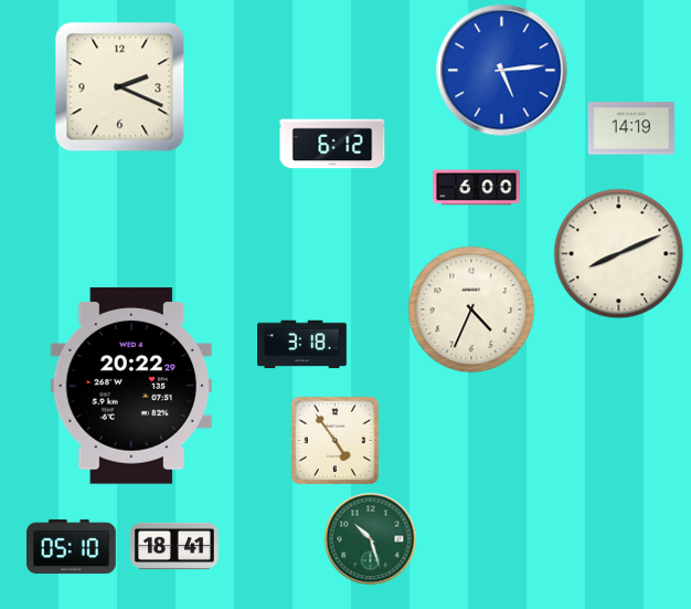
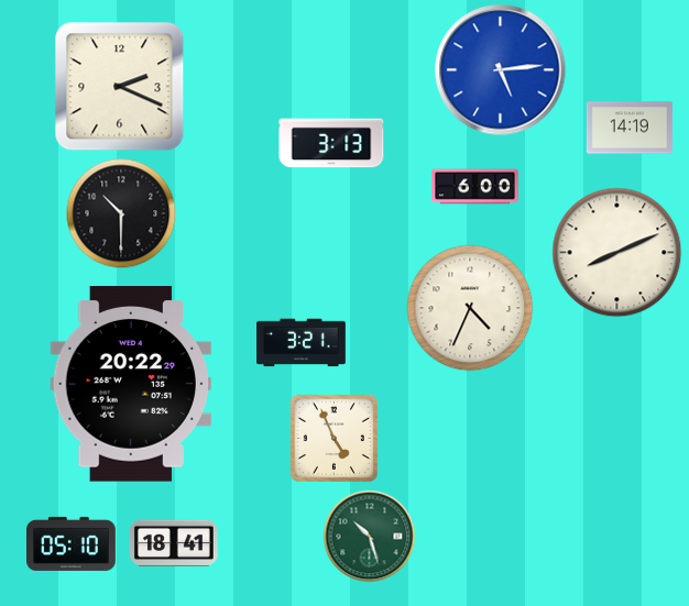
clock at (332, 144): 6:12 -> 3:13
clock at (121, 213): none -> 10:30
clock at (302, 345): 3:18 -> 3:21
clock at (334, 440): 4:54 -> 4:56
